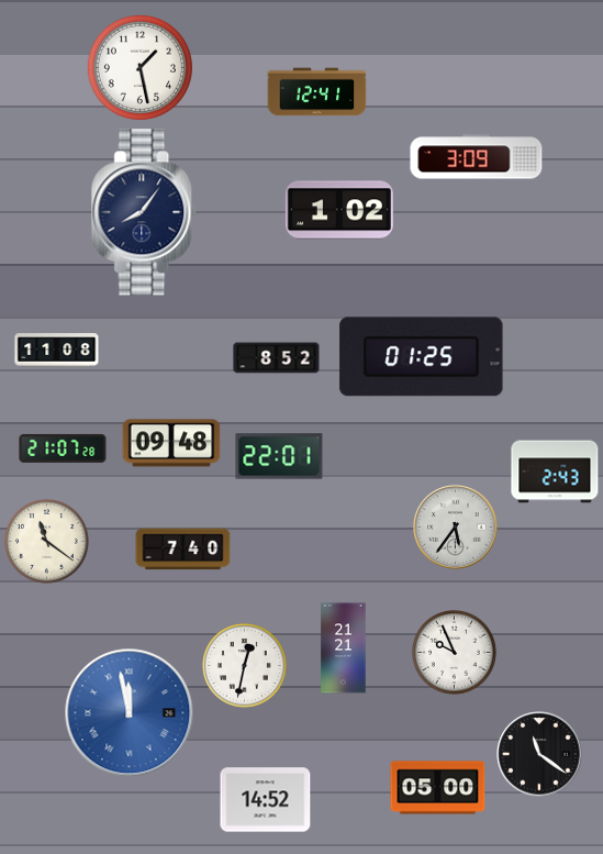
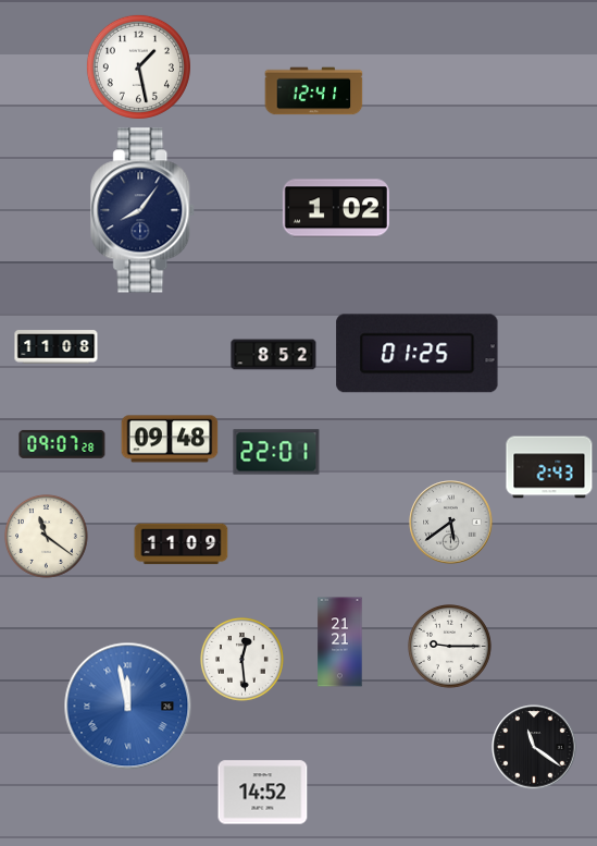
clock at (477, 157): 3:09 -> none
clock at (63, 448): 21:07 -> 09:07
clock at (456, 528): 5:36 -> 5:39
clock at (183, 550): 7:40 -> 11:09
clock at (455, 653): 9:56 -> 9:15
clock at (245, 666): 12:32 -> 12:29
clock at (438, 788): 05:00 -> none
